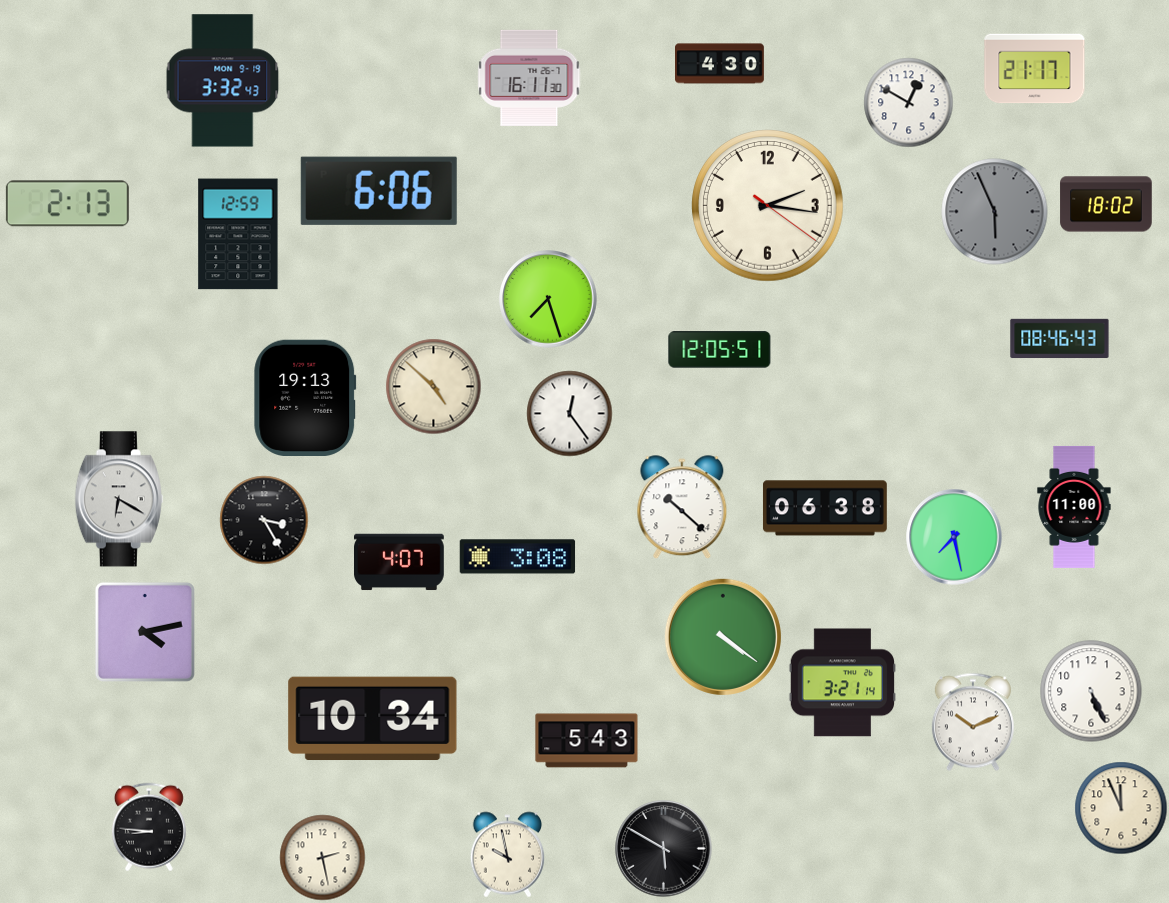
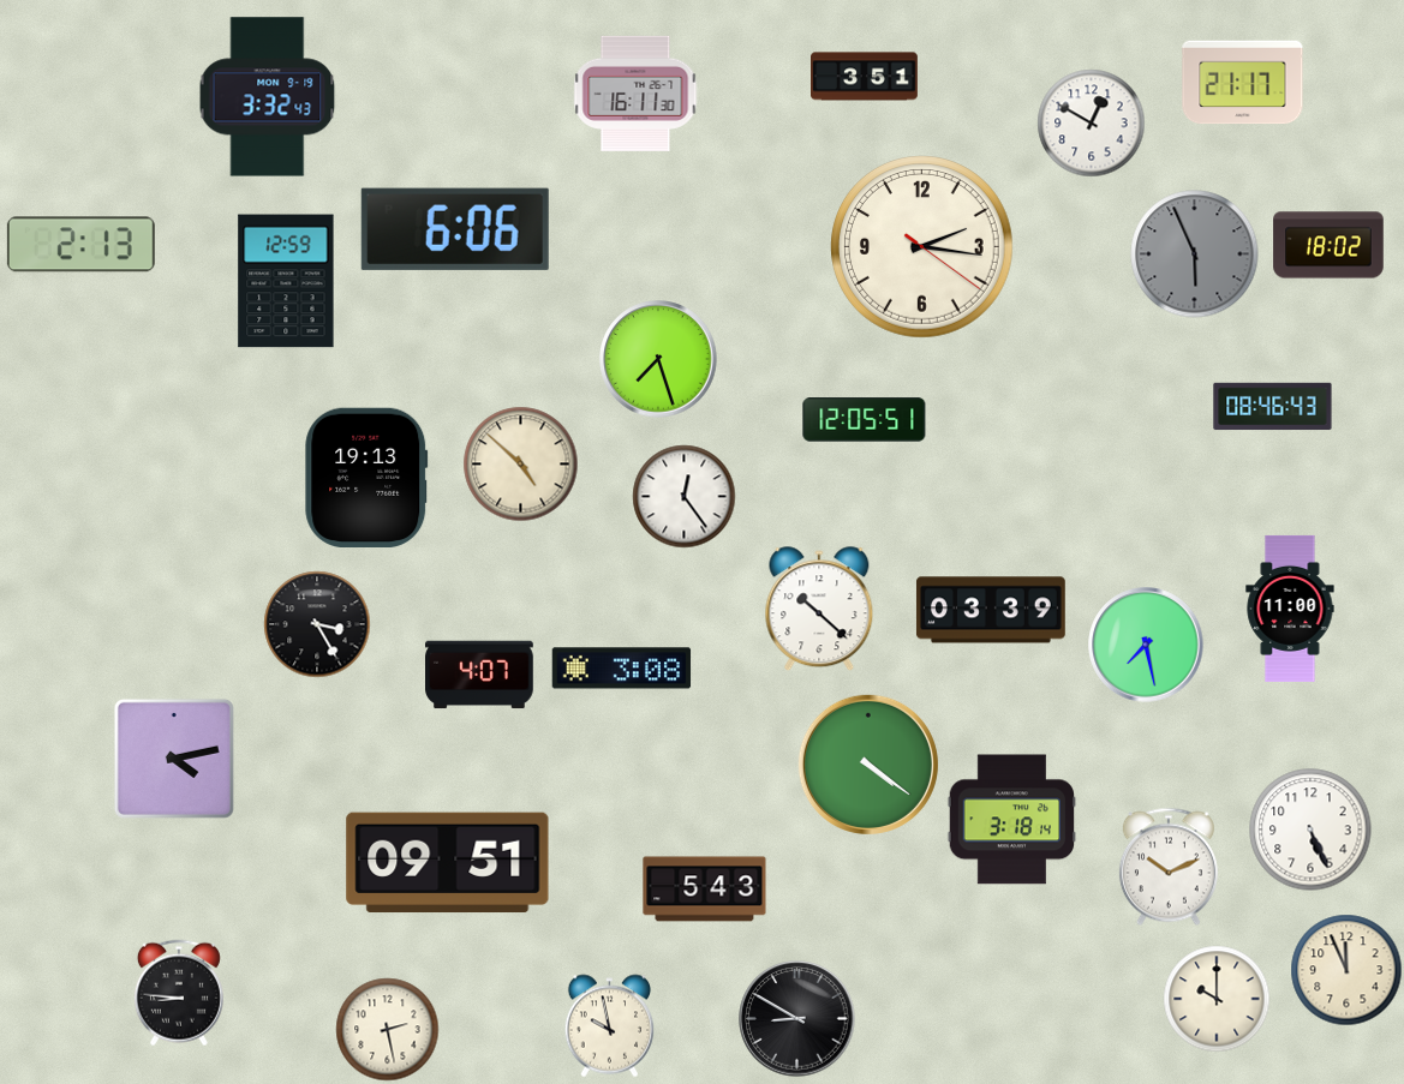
clock at (720, 64): 4:30 -> 3:51
clock at (119, 499): 6:20 -> none
clock at (825, 508): 06:38 -> 03:39
clock at (842, 683): 3:21 -> 3:18
clock at (373, 719): 10:34 -> 09:51
clock at (1217, 999): none -> 10:00
clock at (664, 849): 5:50 -> 8:50
